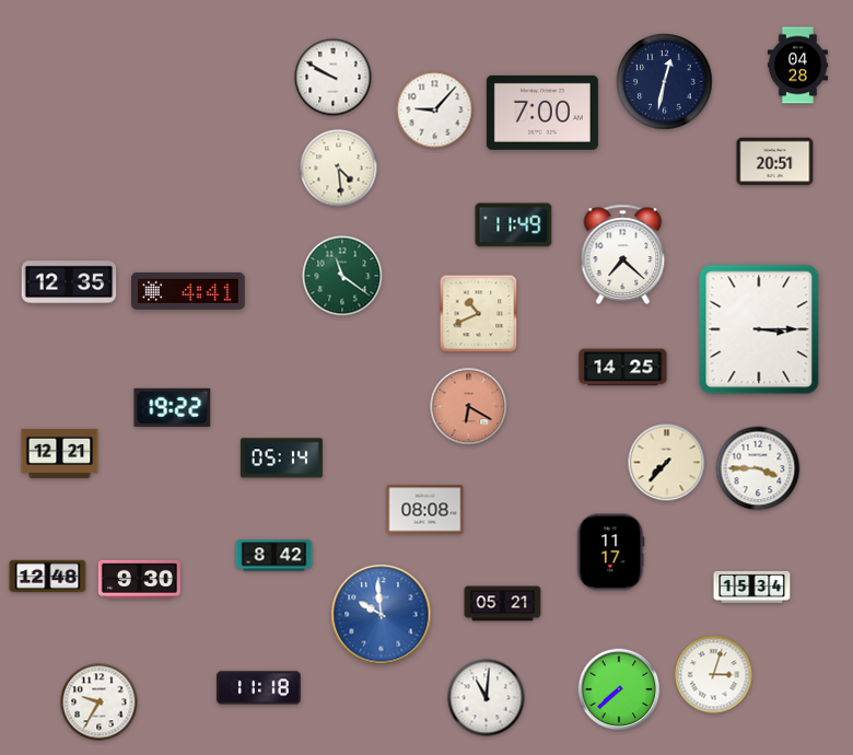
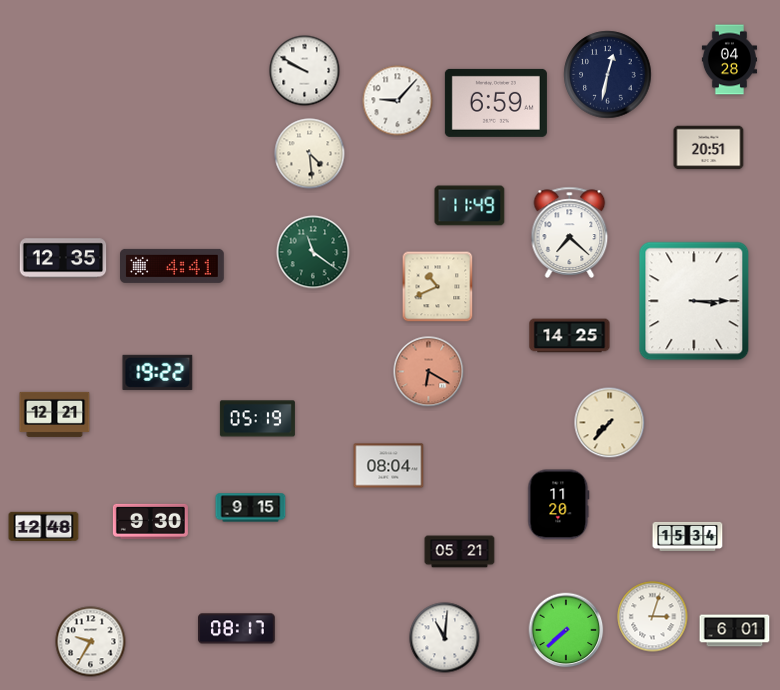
clock at (542, 113): 7:00 -> 6:59
clock at (281, 458): 05:14 -> 05:19
clock at (758, 468): 3:45 -> none
clock at (425, 510): 08:08 -> 08:04
clock at (611, 553): 11:17 -> 11:20
clock at (274, 556): 8:42 -> 9:15
clock at (139, 579) position: (139, 579) -> (150, 521)
clock at (382, 615): 9:59 -> none
clock at (259, 688): 11:18 -> 08:17
clock at (735, 631): none -> 6:01
